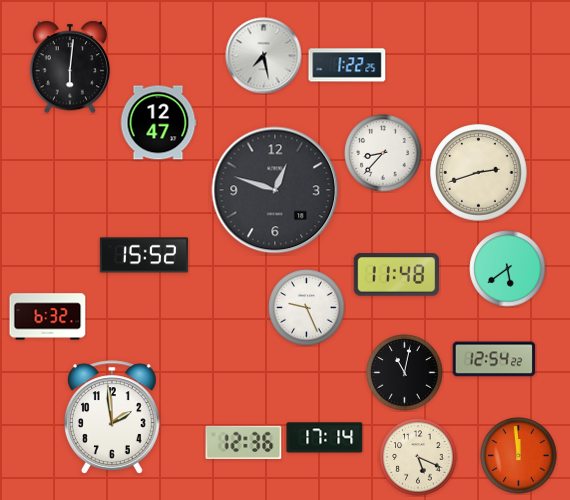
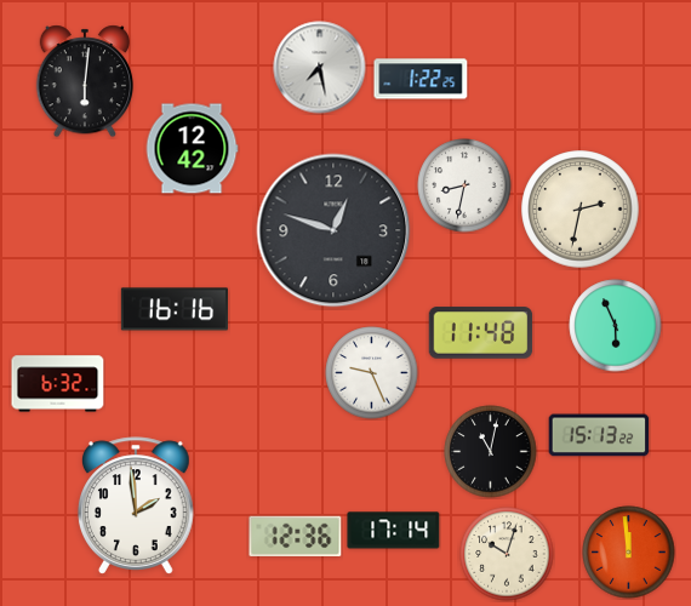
clock at (158, 123): 12:47 -> 12:42
clock at (383, 153): 8:37 -> 8:32
clock at (479, 173): 2:42 -> 2:32
clock at (144, 255): 15:52 -> 16:16
clock at (508, 269): 5:39 -> 5:56
clock at (494, 359): 12:54 -> 15:13
clock at (418, 457): 5:19 -> 10:03
